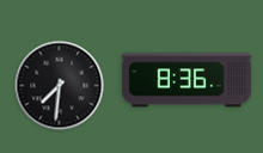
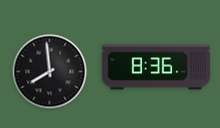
clock at (60, 86): 7:31 -> 7:59
